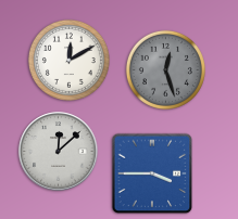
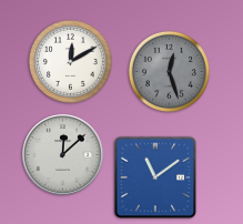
clock at (59, 152) position: (59, 152) -> (63, 155)
clock at (152, 173): 3:45 -> 11:09
